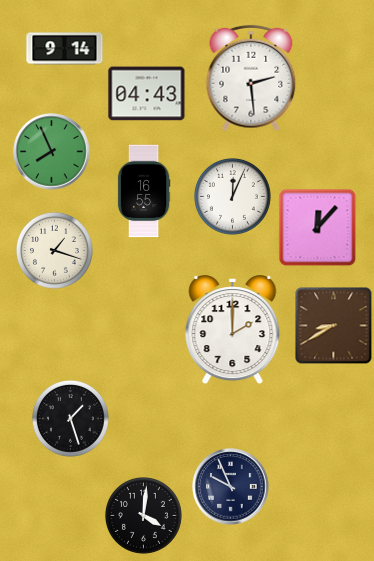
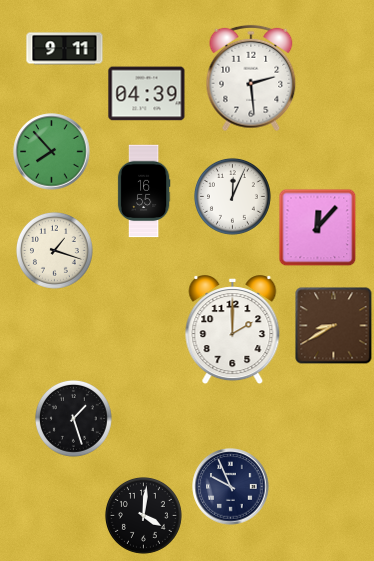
clock at (65, 49): 9:14 -> 9:11
clock at (147, 94): 04:43 -> 04:39
clock at (52, 152): 7:56 -> 7:53
clock at (70, 418) position: (70, 418) -> (73, 418)
